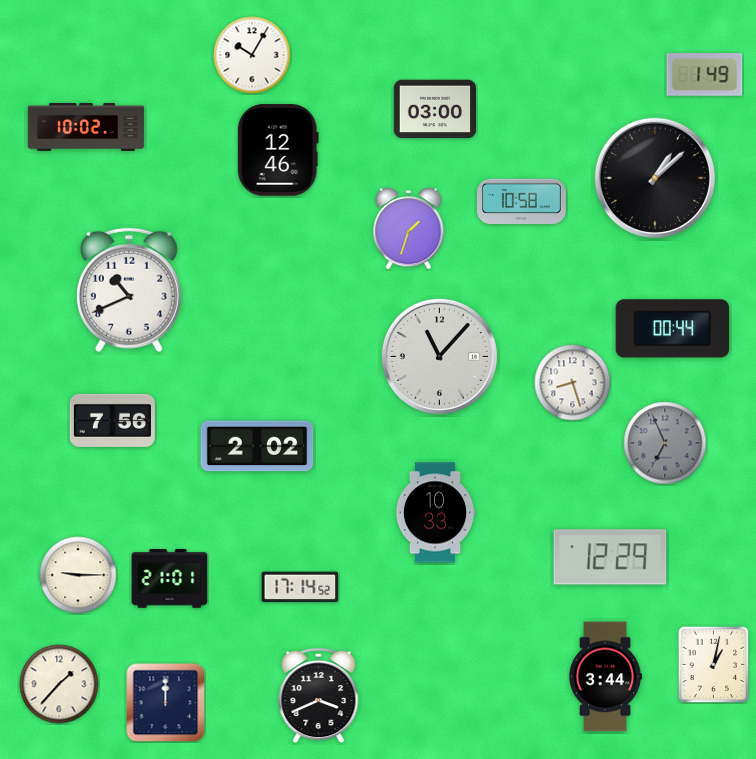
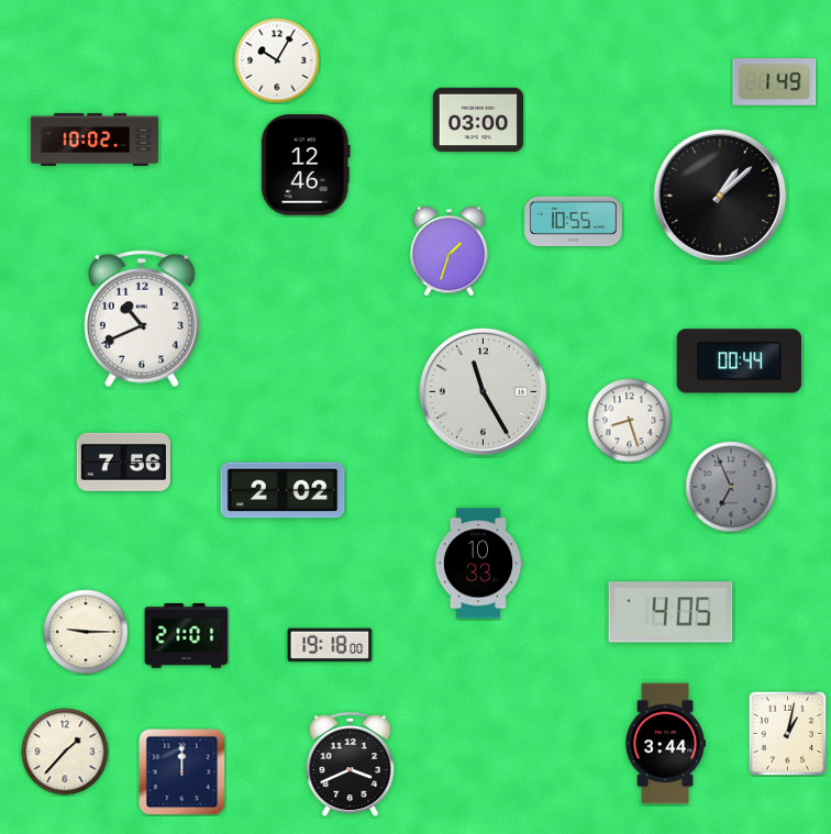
clock at (522, 202): 10:58 -> 10:55
clock at (439, 356): 11:07 -> 11:25
clock at (610, 557): 12:29 -> 4:05
clock at (300, 587): 17:14 -> 19:18
clock at (714, 664) position: (714, 664) -> (788, 733)
